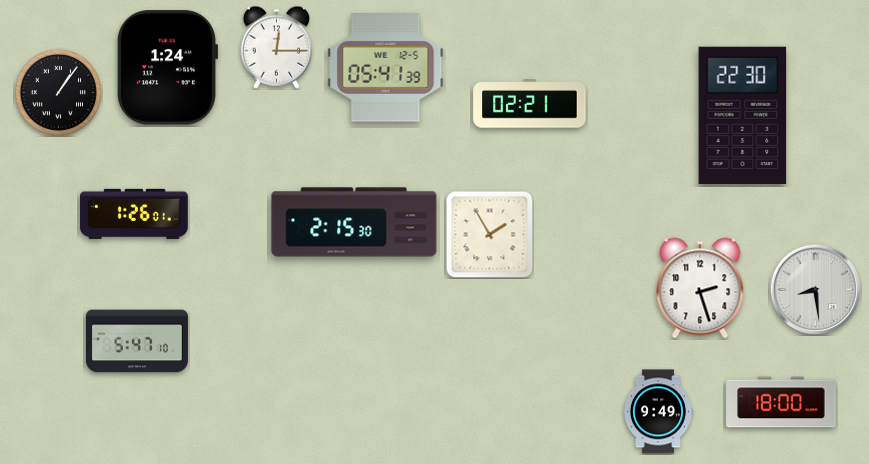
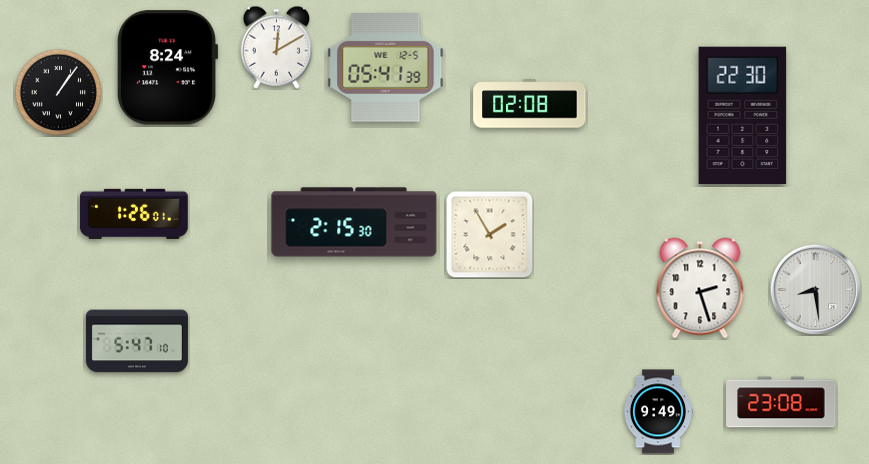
clock at (277, 47): 12:15 -> 12:10
clock at (167, 68): 1:24 -> 8:24
clock at (530, 104): 02:21 -> 02:08
clock at (781, 402): 18:00 -> 23:08
